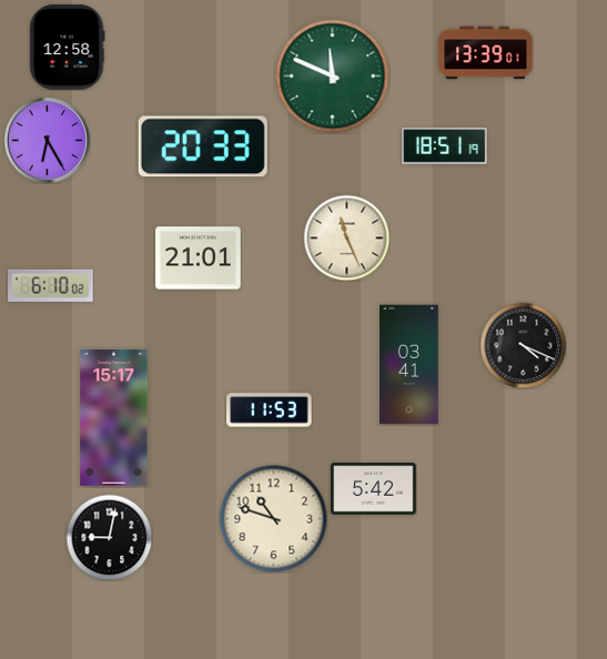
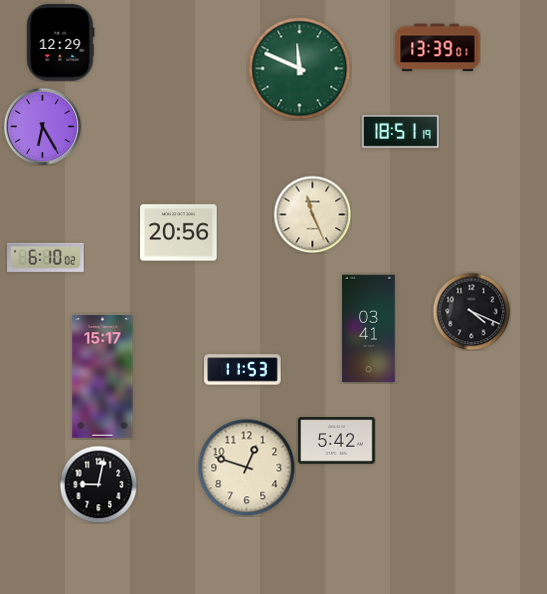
clock at (68, 48): 12:58 -> 12:29
clock at (203, 146): 20:33 -> none
clock at (199, 258): 21:01 -> 20:56
clock at (273, 518): 10:48 -> 12:48
